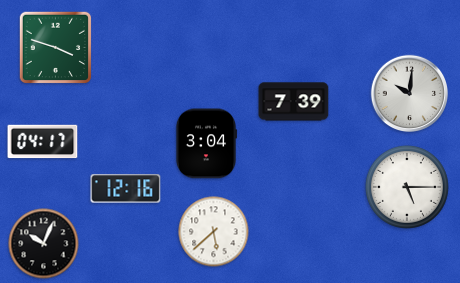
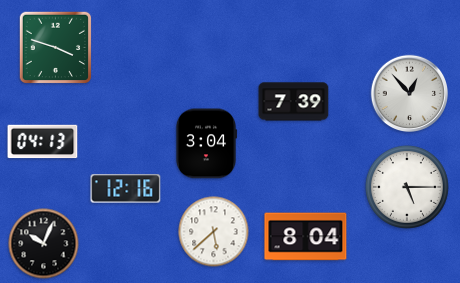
clock at (410, 94): 10:01 -> 12:53
clock at (43, 142): 04:17 -> 04:13
clock at (306, 237): none -> 8:04
